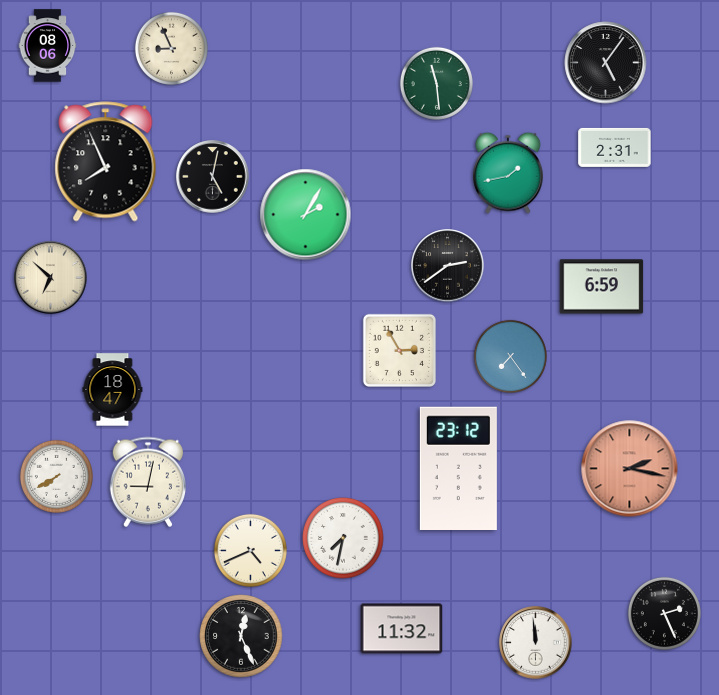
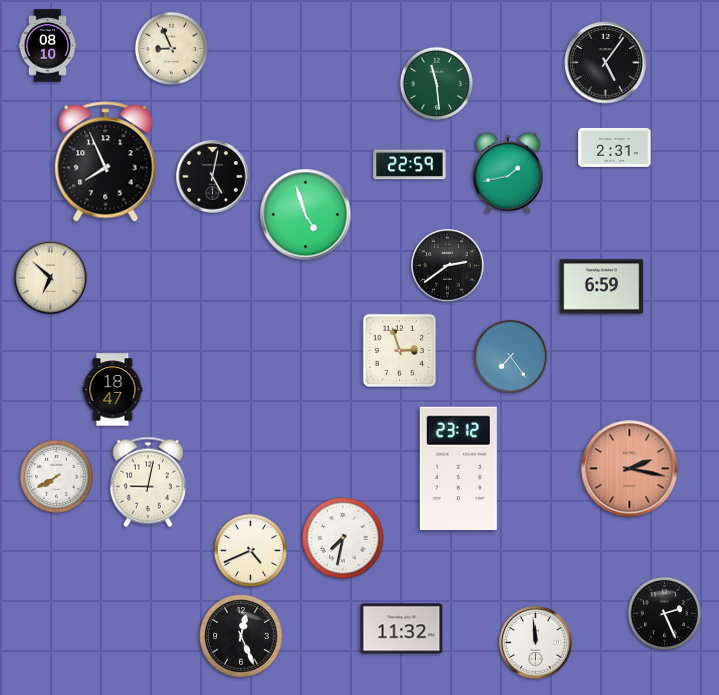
clock at (48, 46): 08:06 -> 08:10
clock at (410, 165): none -> 22:59
clock at (306, 215): 2:05 -> 4:57
clock at (399, 350): 2:55 -> 2:57
